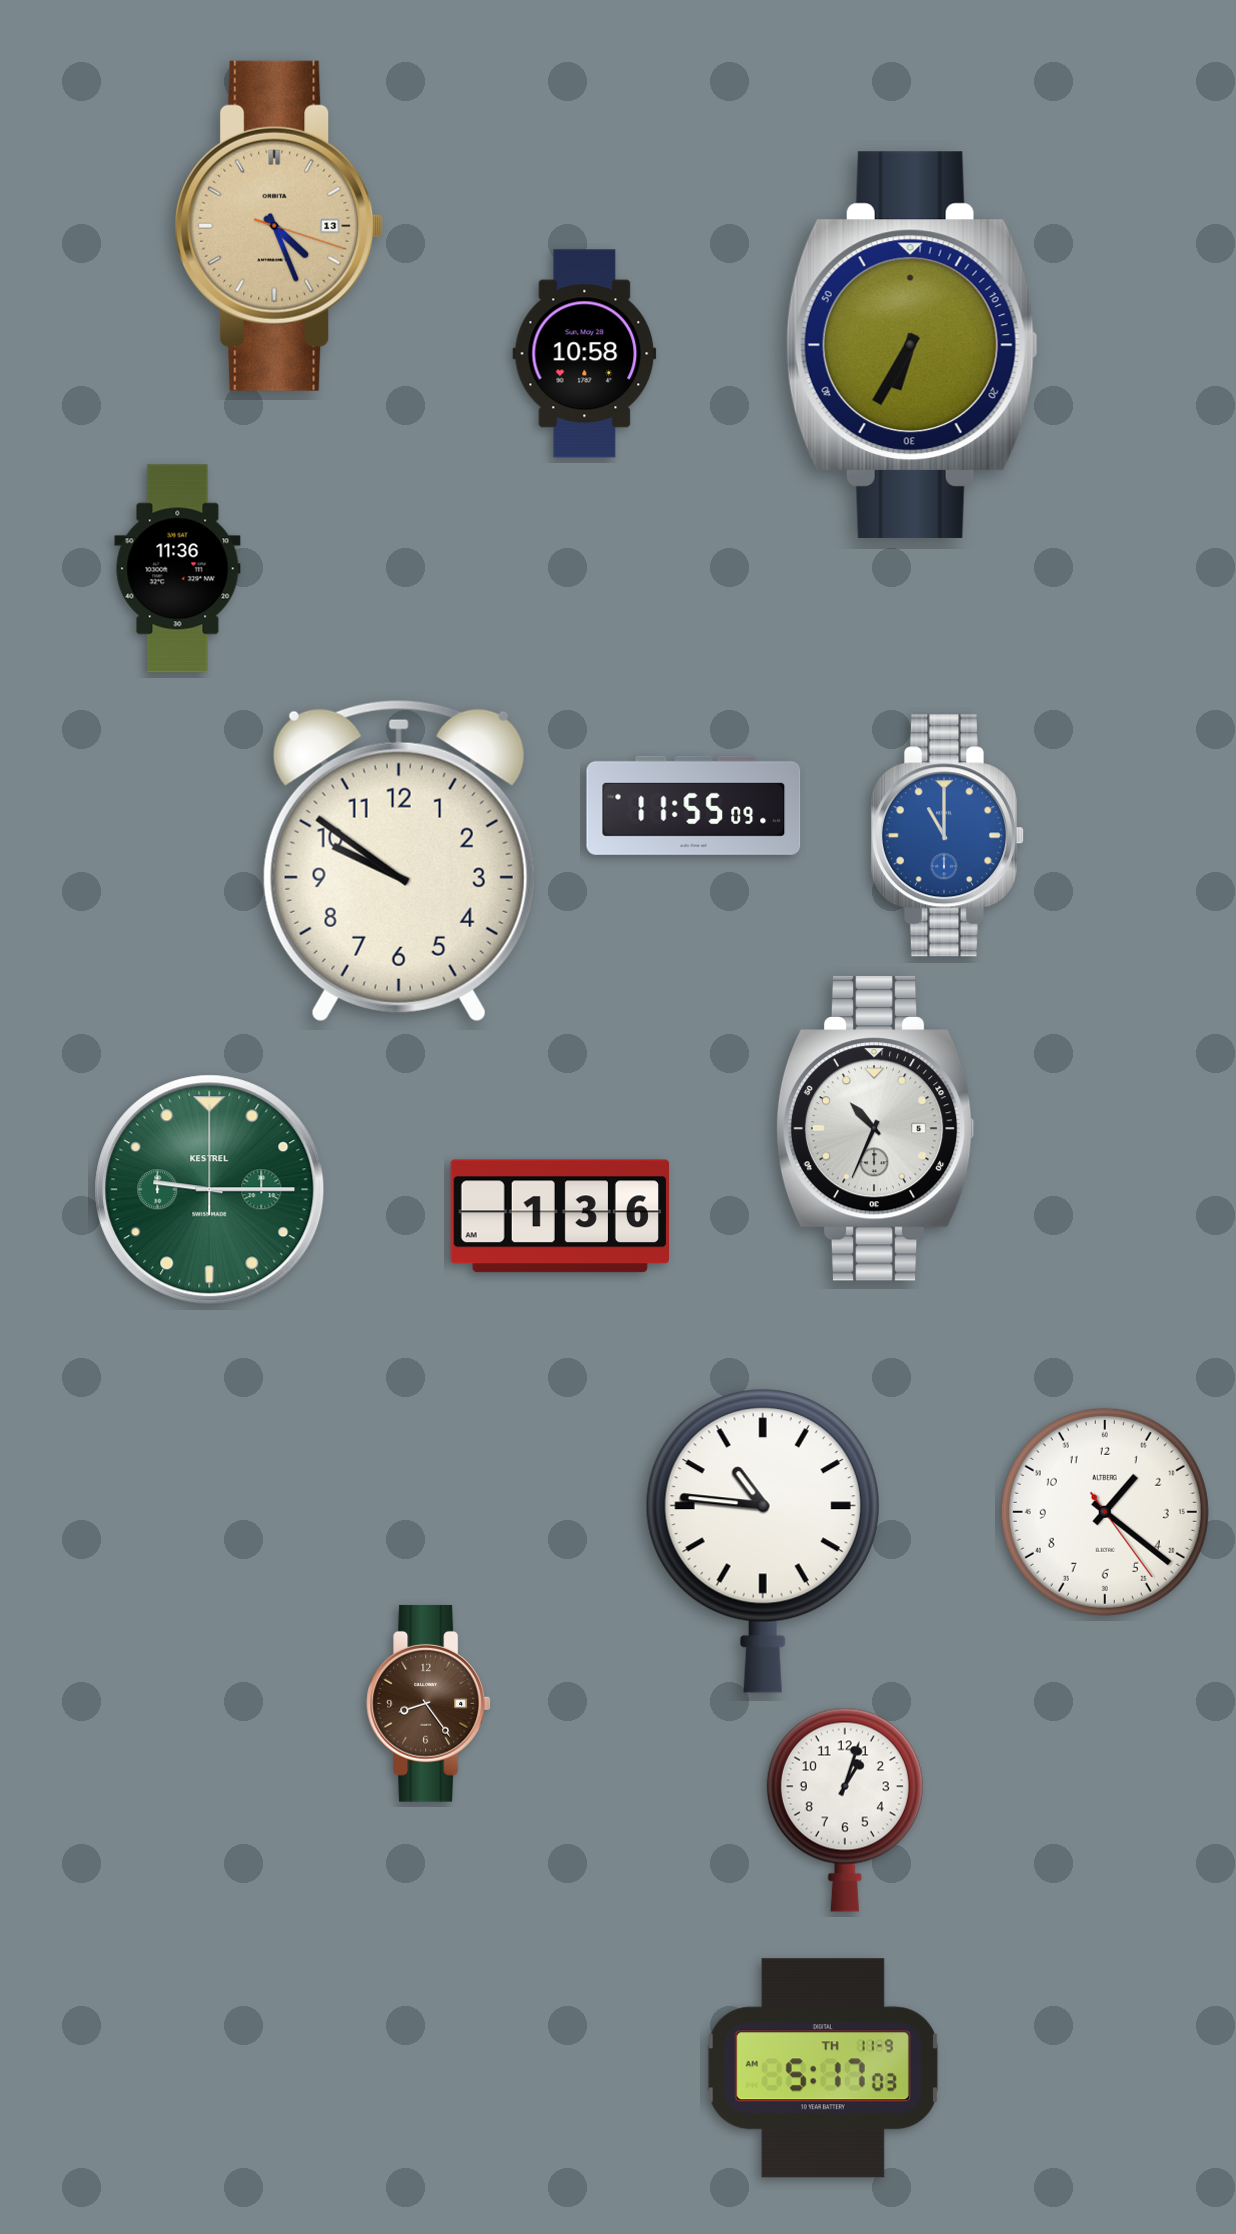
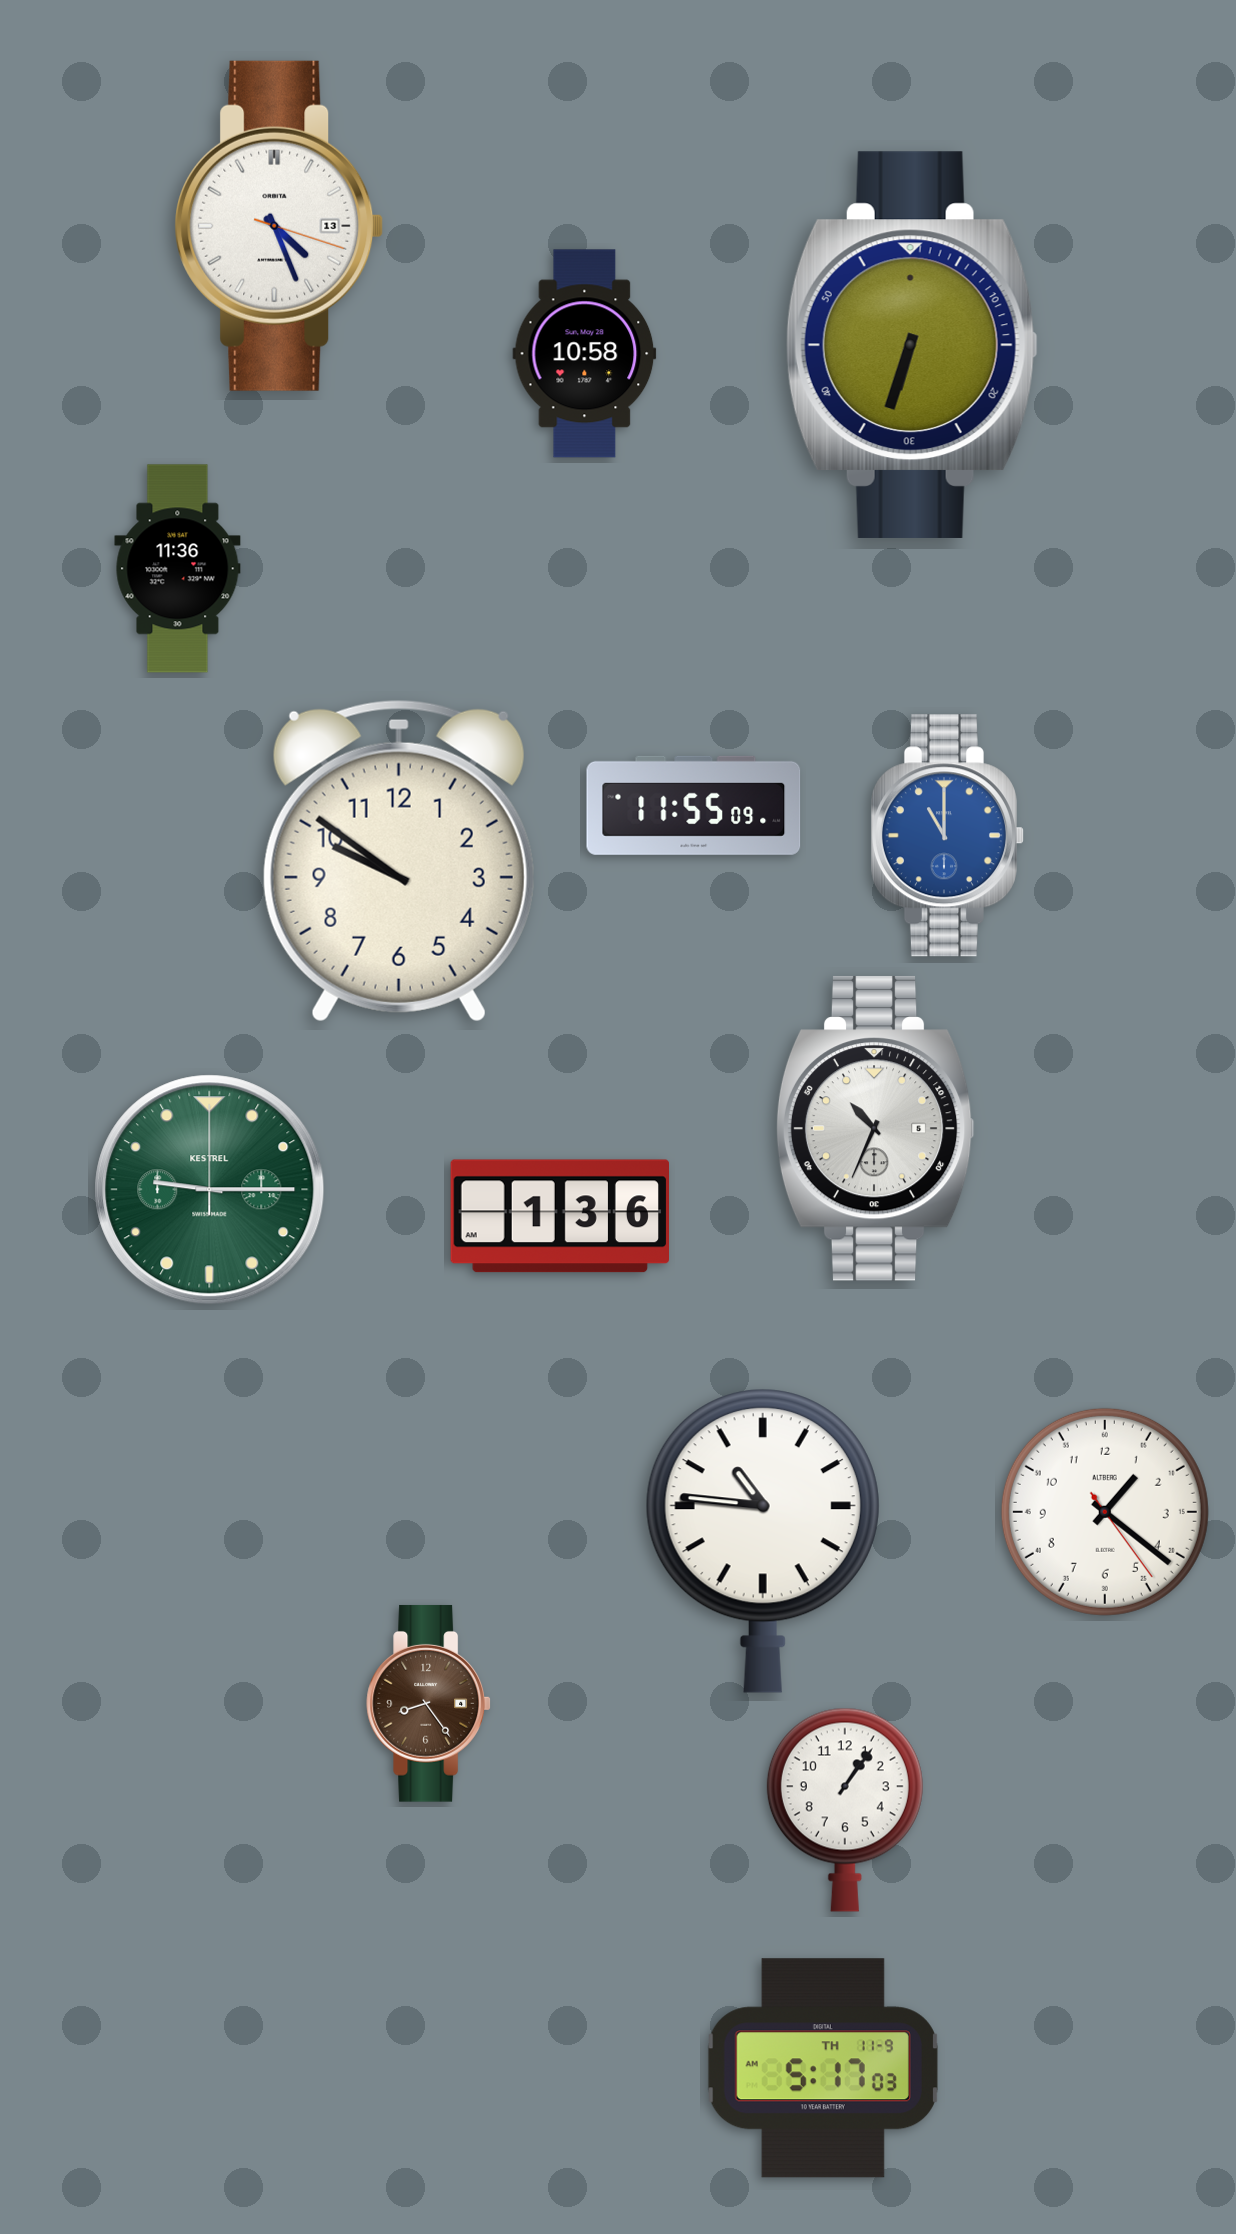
clock at (279, 226) dial: champagne -> white
clock at (912, 345): 6:35 -> 6:33
clock at (845, 1810): 1:03 -> 1:06
